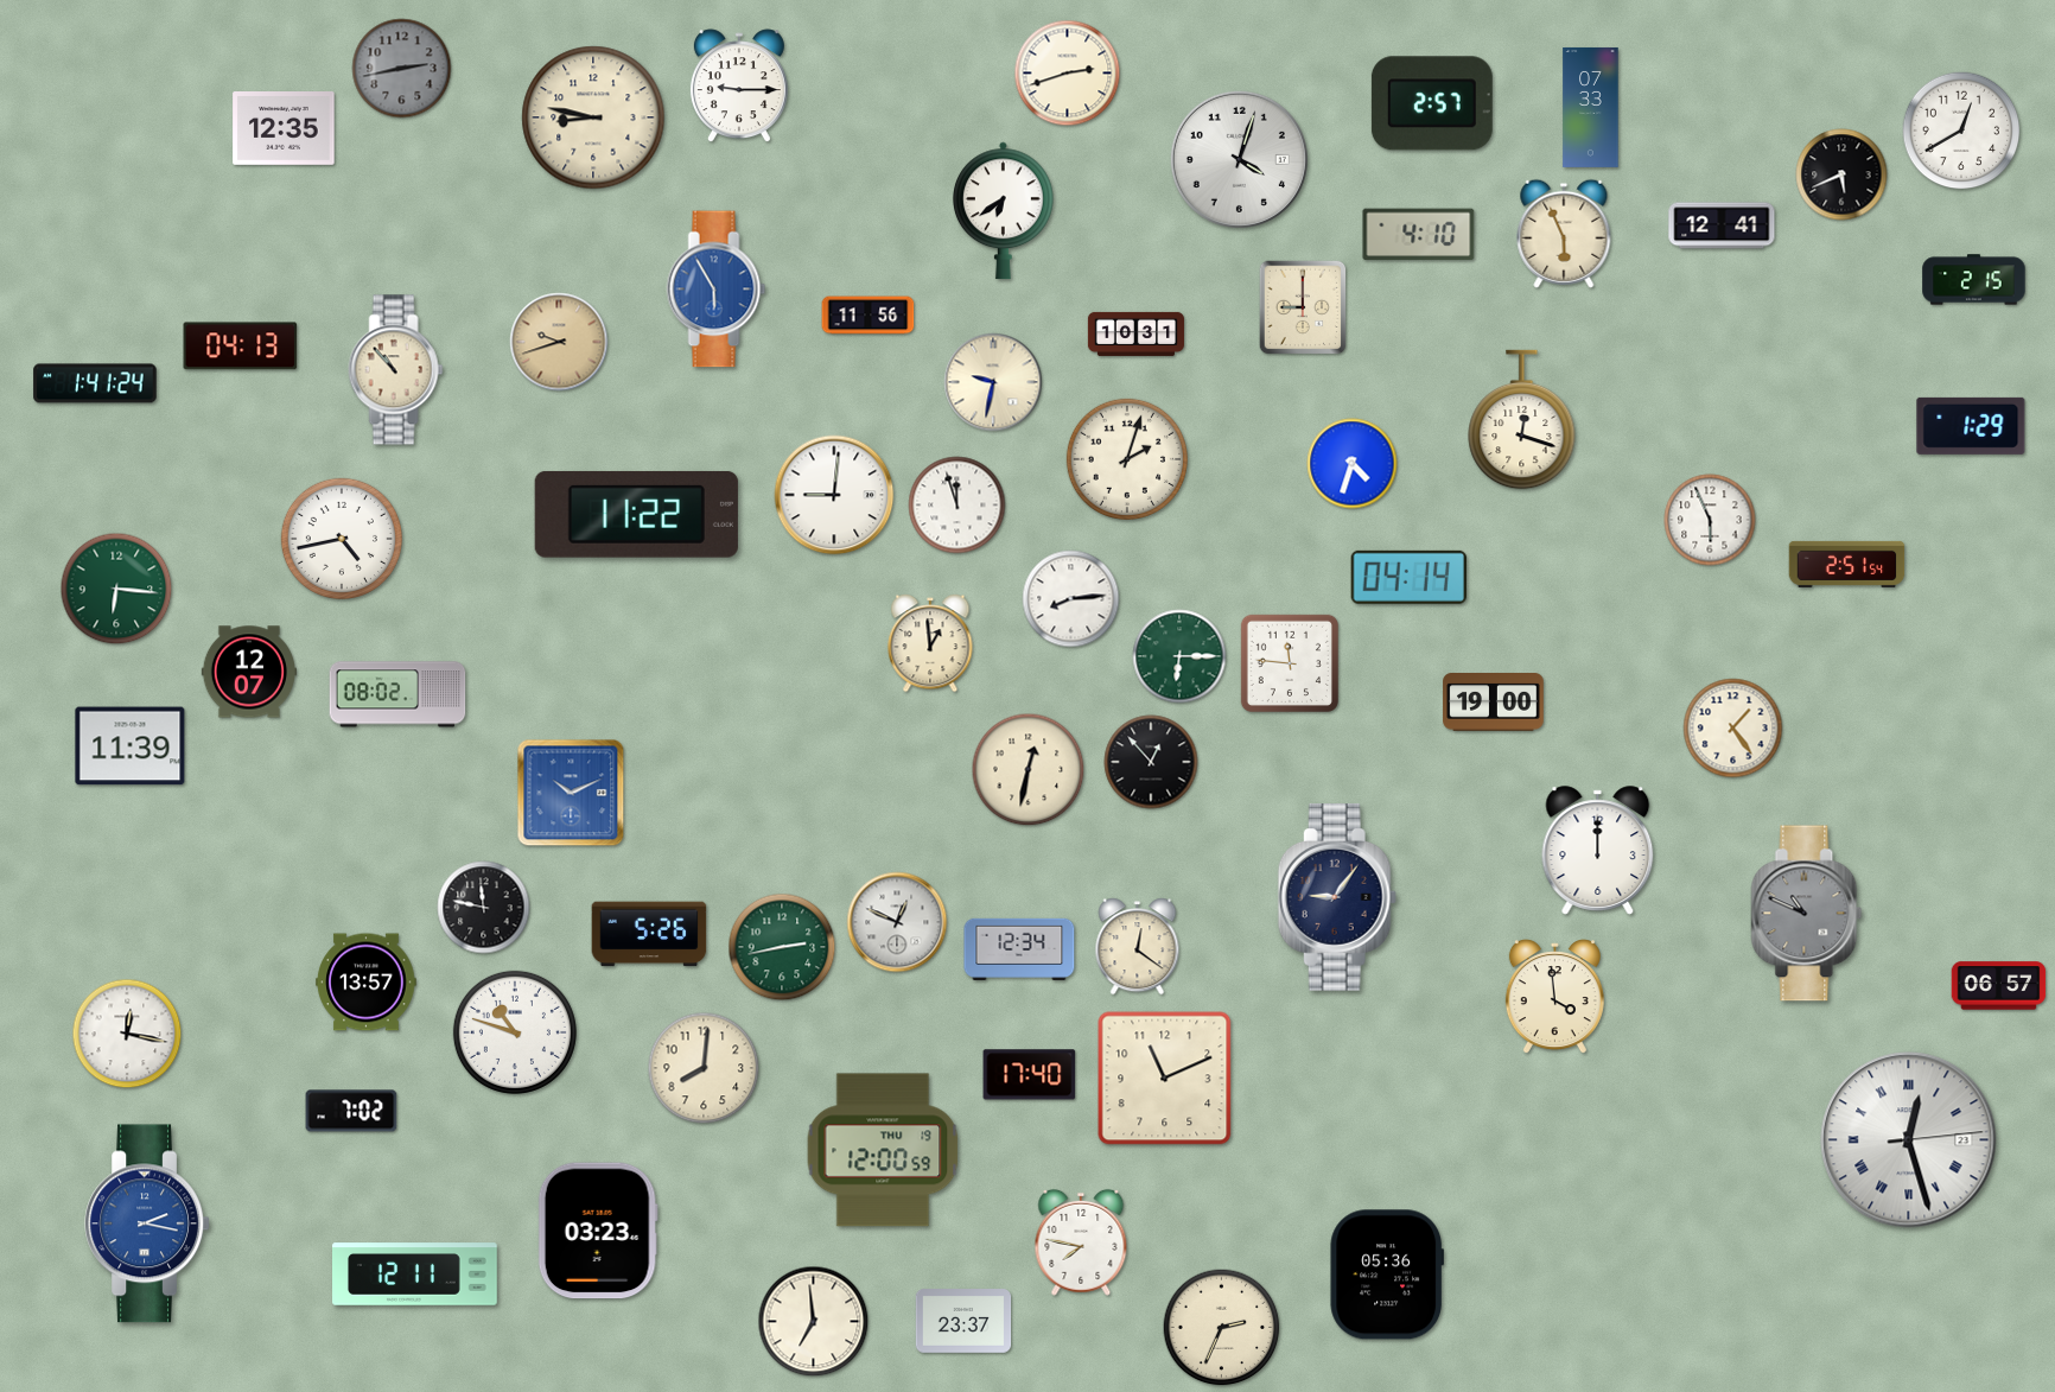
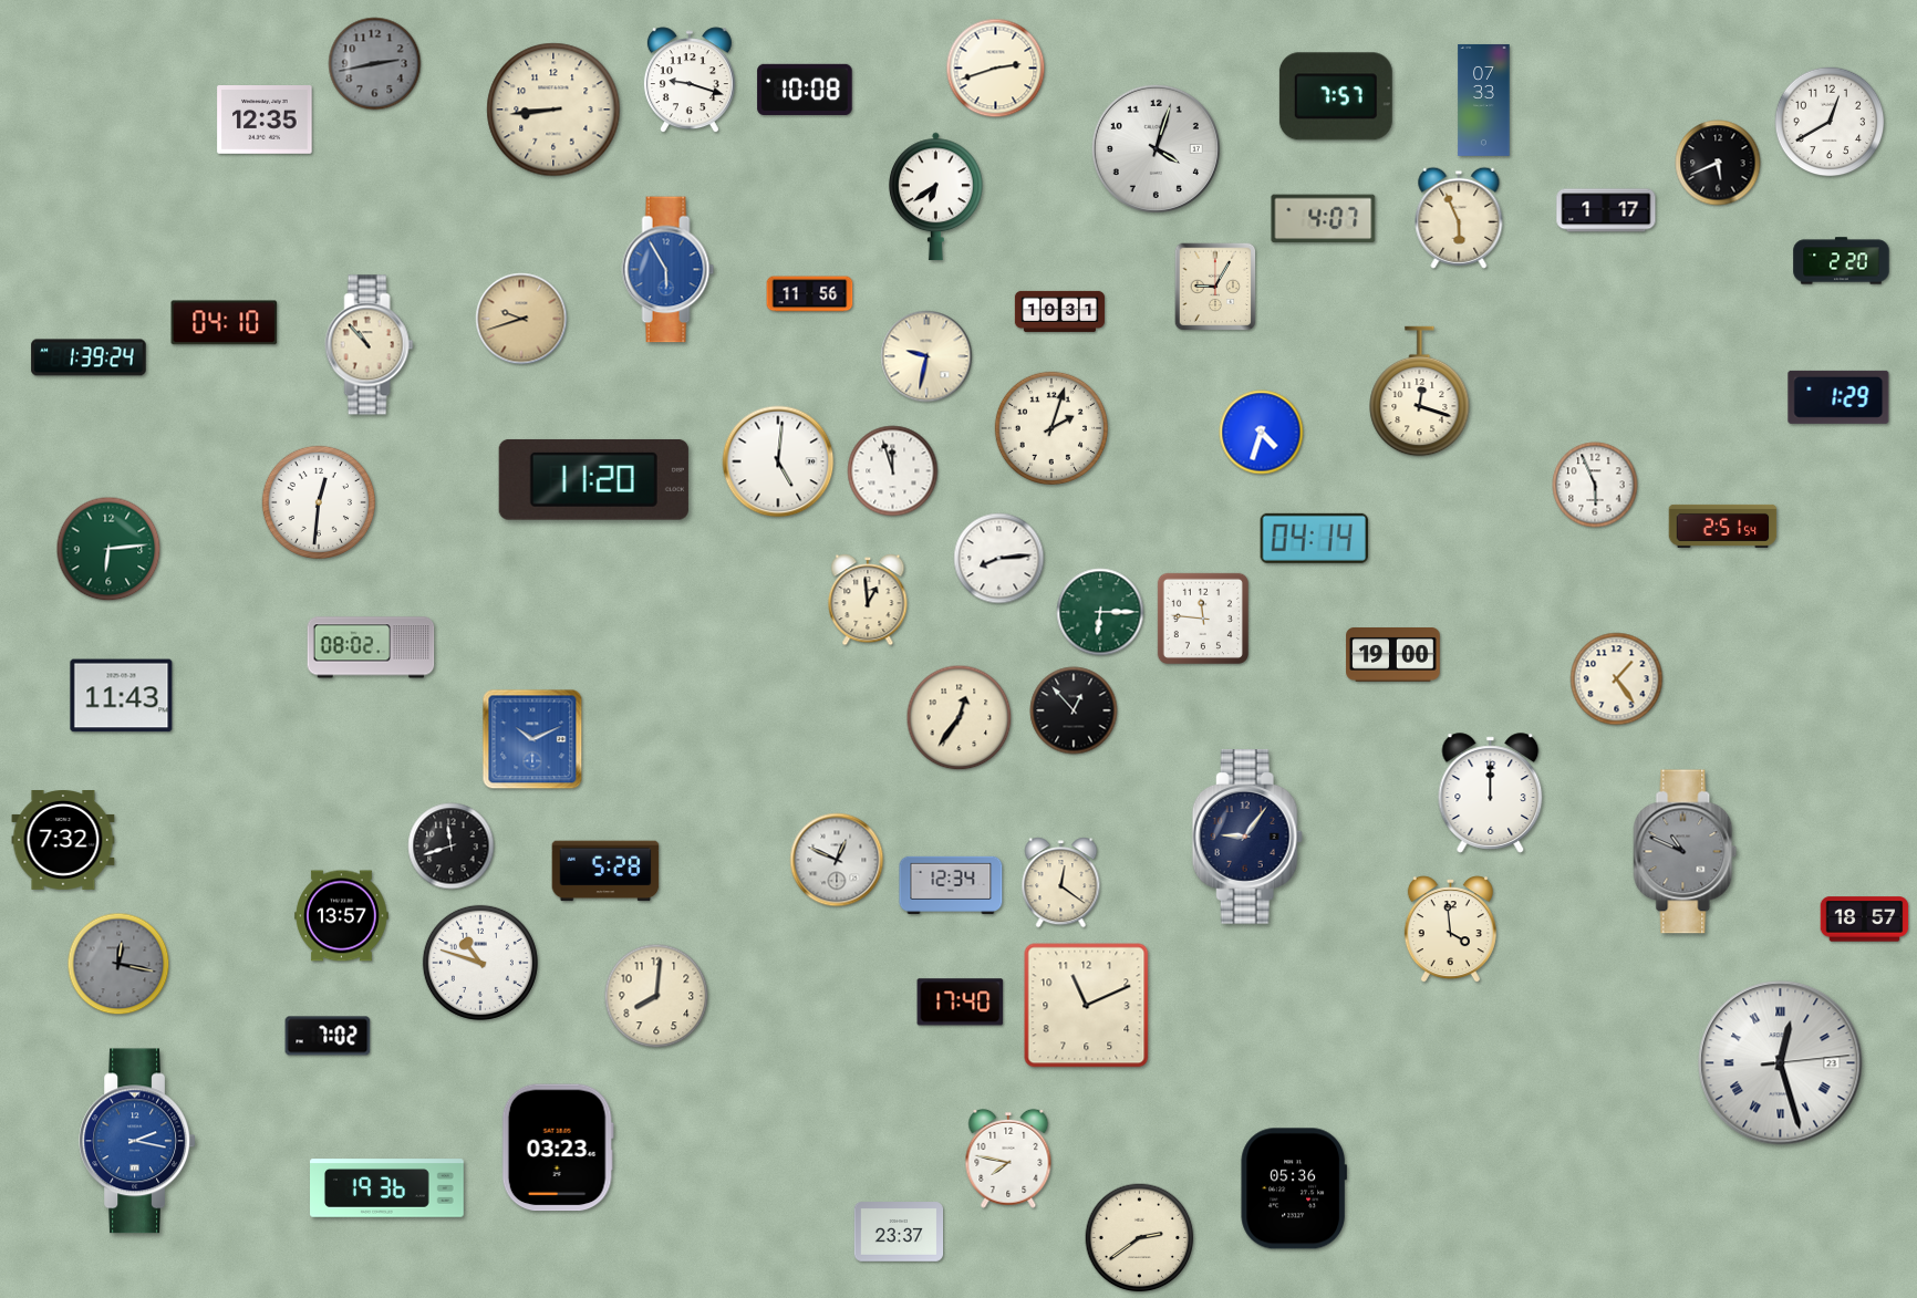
clock at (739, 87): 9:15 -> 9:18
clock at (805, 90): none -> 10:08
clock at (1432, 103): 2:57 -> 7:57
clock at (593, 117): 8:47 -> 8:44
clock at (1722, 225): 12:41 -> 1:17
clock at (1419, 235): 4:10 -> 4:07
clock at (1974, 280): 2:15 -> 2:20
clock at (1303, 307): 9:00 -> 9:05
clock at (241, 347): 04:13 -> 04:10
clock at (95, 383): 1:41 -> 1:39
clock at (834, 495): 9:01 -> 5:01
clock at (636, 514): 11:22 -> 11:20
clock at (342, 539): 4:43 -> 12:31
clock at (116, 589): 6:16 -> 6:14
clock at (248, 672): 12:07 -> none
clock at (131, 746): 11:39 -> 11:43
clock at (1029, 770): 12:32 -> 12:36
clock at (63, 841): none -> 7:32
clock at (484, 908): 11:47 -> 11:42
clock at (649, 934): 5:26 -> 5:28
clock at (782, 947): 2:43 -> none
clock at (1999, 986): 06:57 -> 18:57
clock at (127, 1034) dial: white -> grey
clock at (883, 1150): 12:00 -> none
clock at (415, 1275): 12:11 -> 19:36
clock at (814, 1322): 6:59 -> none
clock at (1222, 1328): 2:34 -> 2:39
